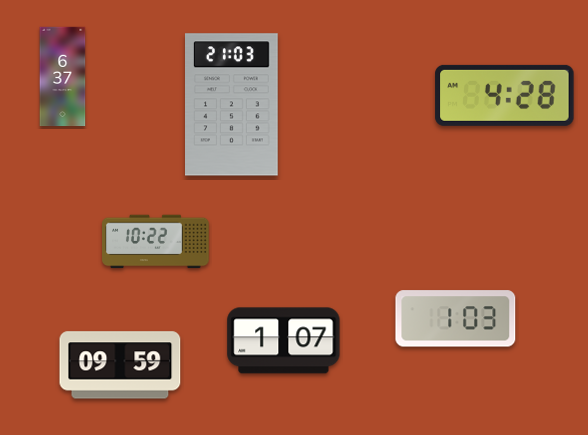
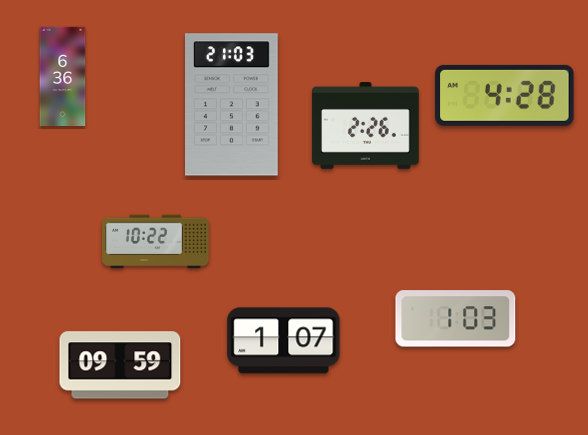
clock at (63, 77): 6:37 -> 6:36
clock at (366, 126): none -> 2:26
